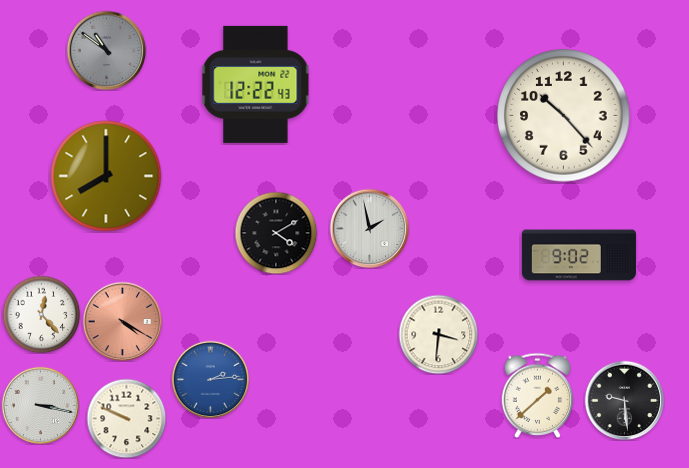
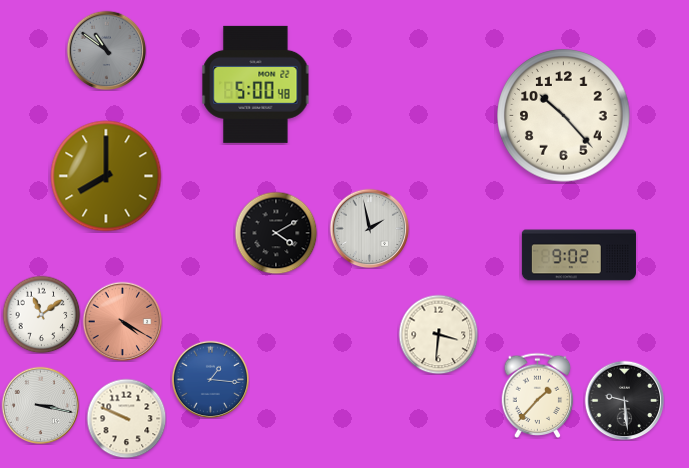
clock at (256, 84): 12:22 -> 5:00
clock at (41, 314): 12:23 -> 11:09
clock at (210, 379): 2:14 -> 1:16
clock at (538, 395): 1:38 -> 1:37
